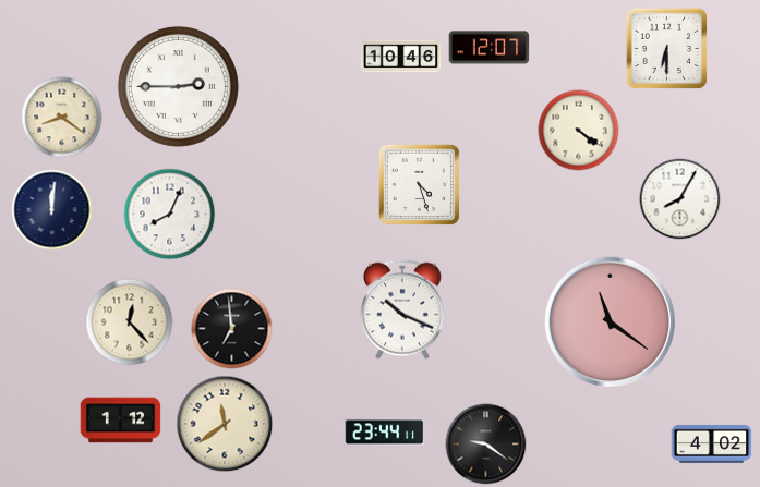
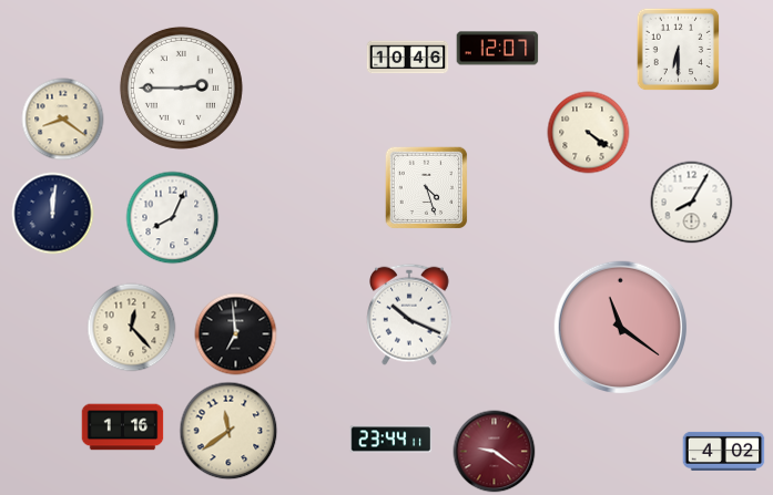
clock at (121, 421): 1:12 -> 1:16
clock at (486, 445) dial: black -> burgundy
